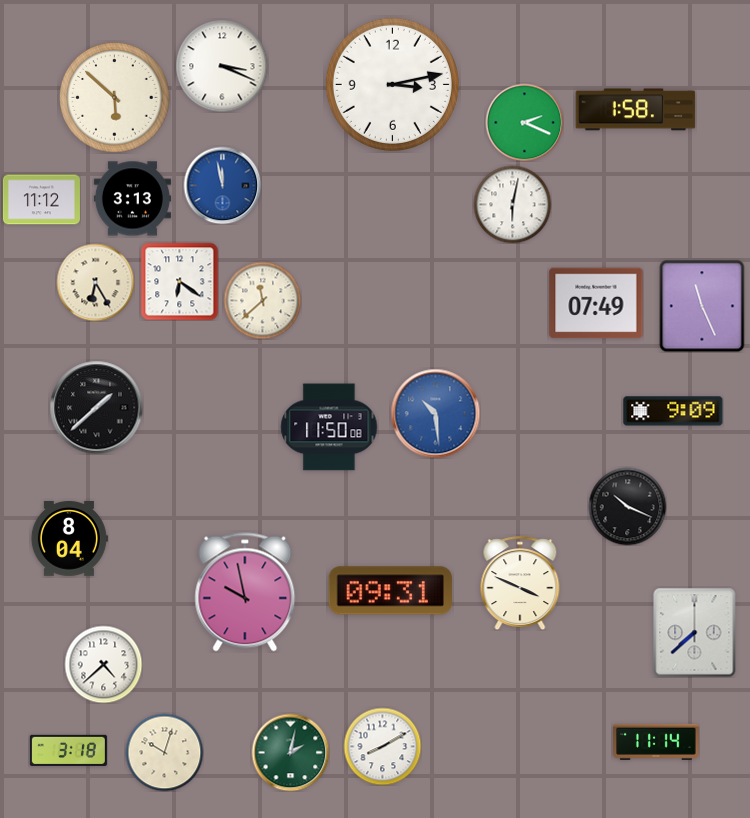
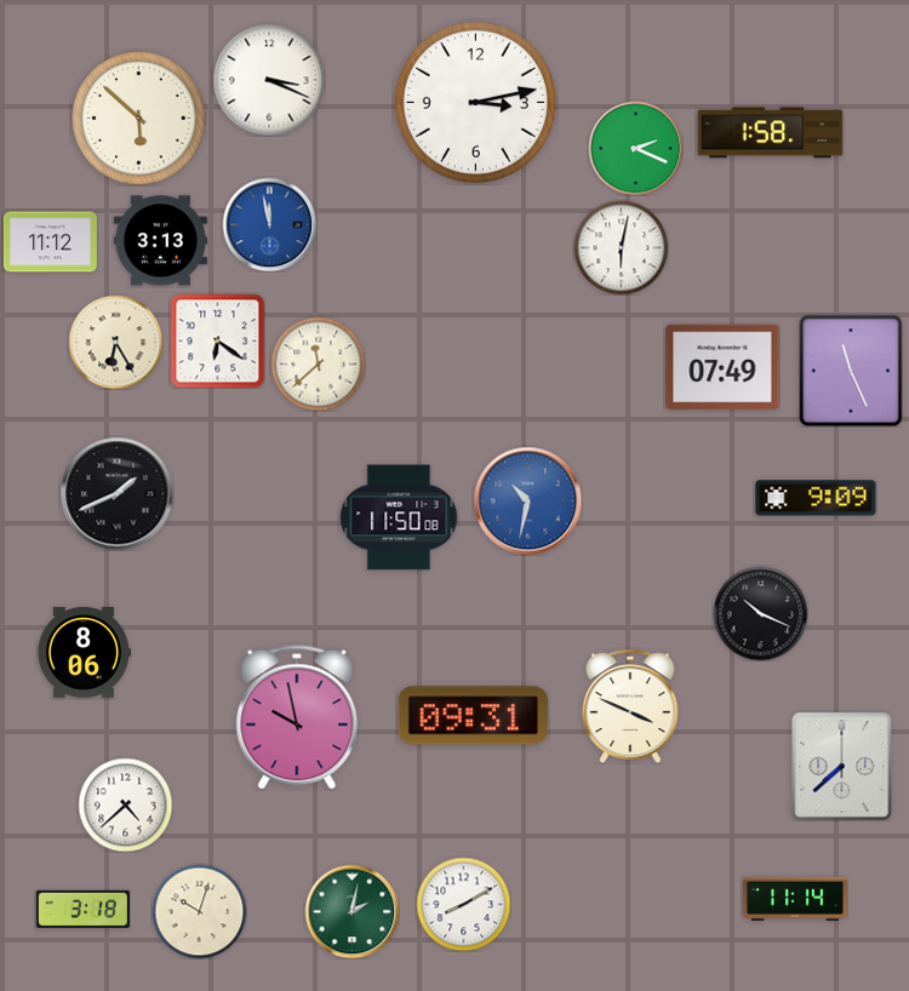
clock at (96, 407): 1:38 -> 1:41
clock at (435, 413): 10:29 -> 10:32
clock at (69, 538): 8:04 -> 8:06
